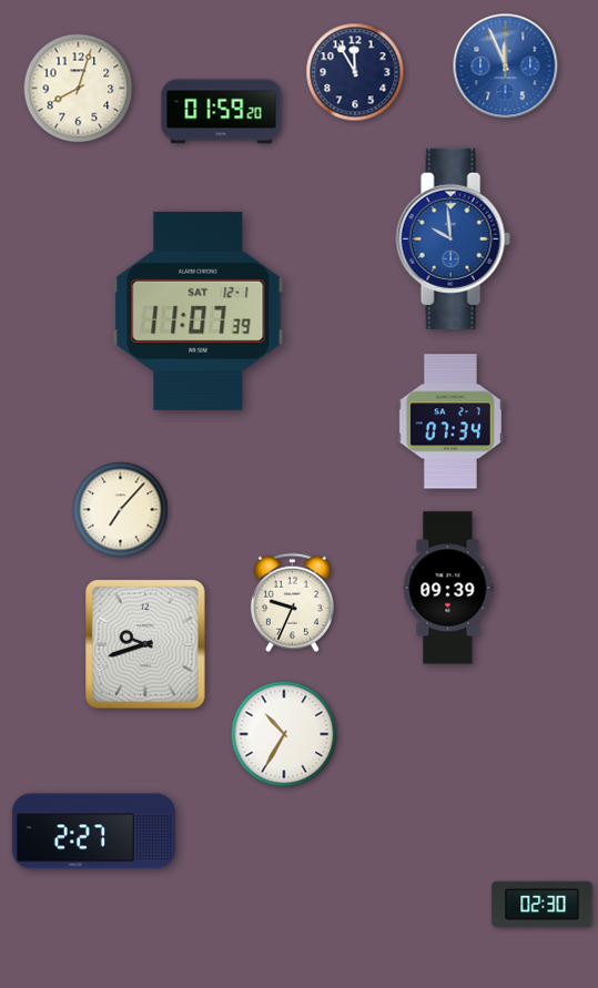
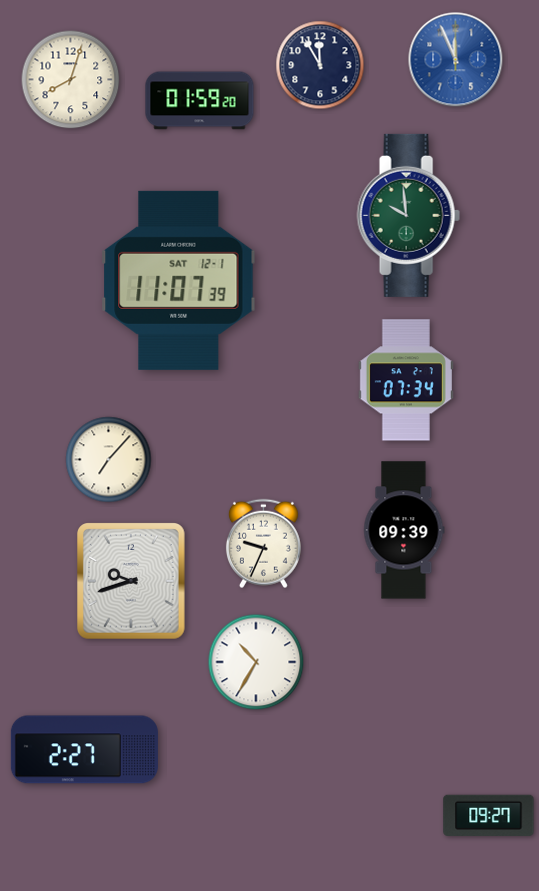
clock at (453, 238) dial: blue -> green
clock at (543, 904): 02:30 -> 09:27
